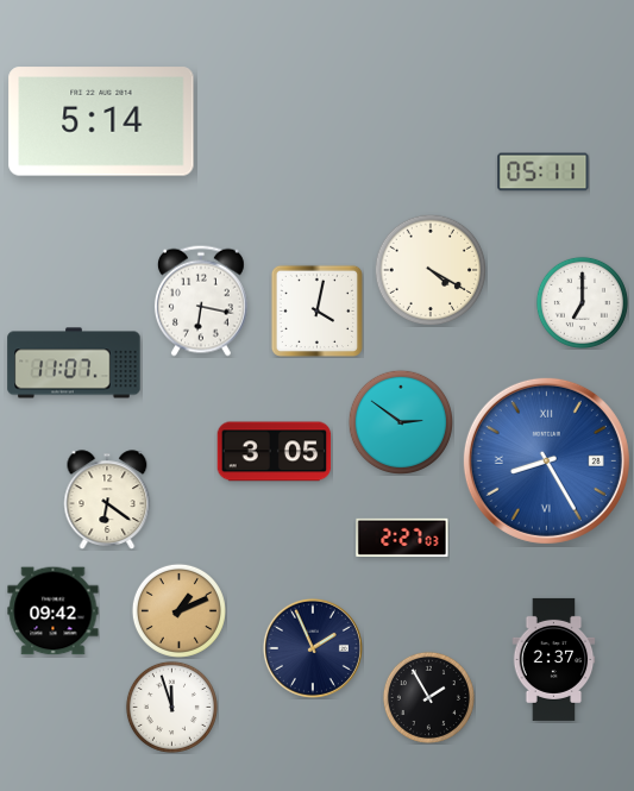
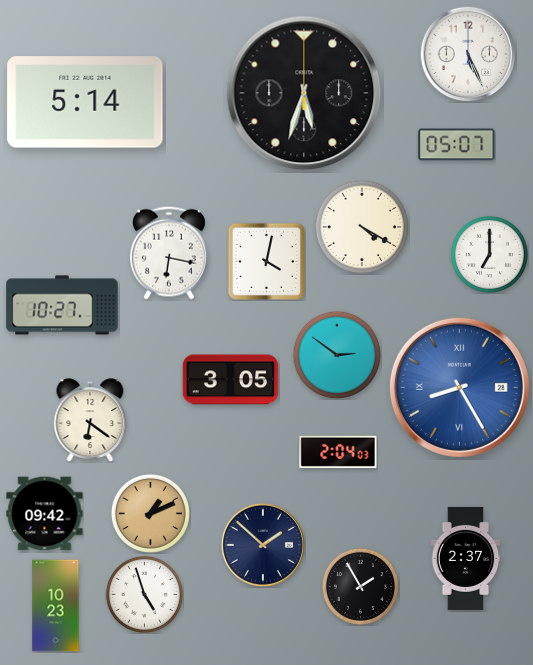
clock at (468, 54): none -> 5:26
clock at (304, 93): none -> 5:33
clock at (544, 172): 05:11 -> 05:07
clock at (74, 363): 11:07 -> 10:27
clock at (402, 538): 2:27 -> 2:04
clock at (313, 648): 1:56 -> 1:52
clock at (554, 659) position: (554, 659) -> (466, 558)
clock at (171, 707): 11:57 -> 4:57
clock at (56, 606): none -> 10:23
